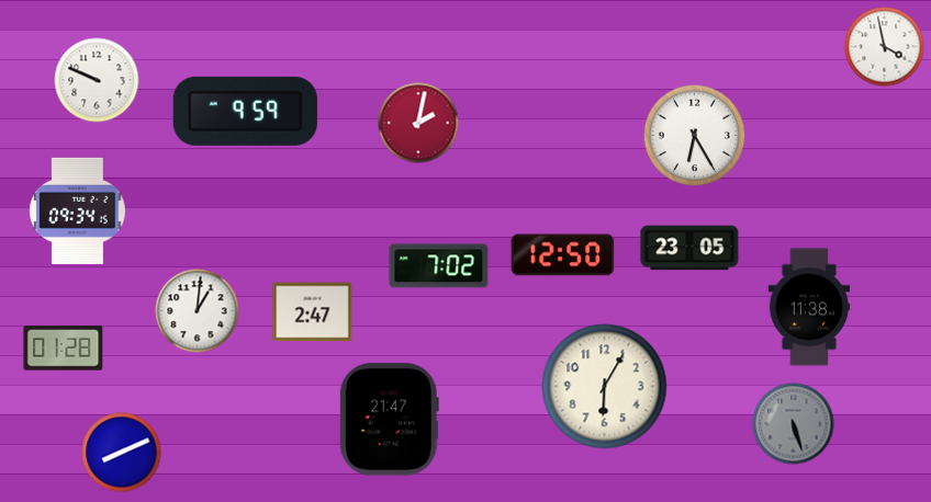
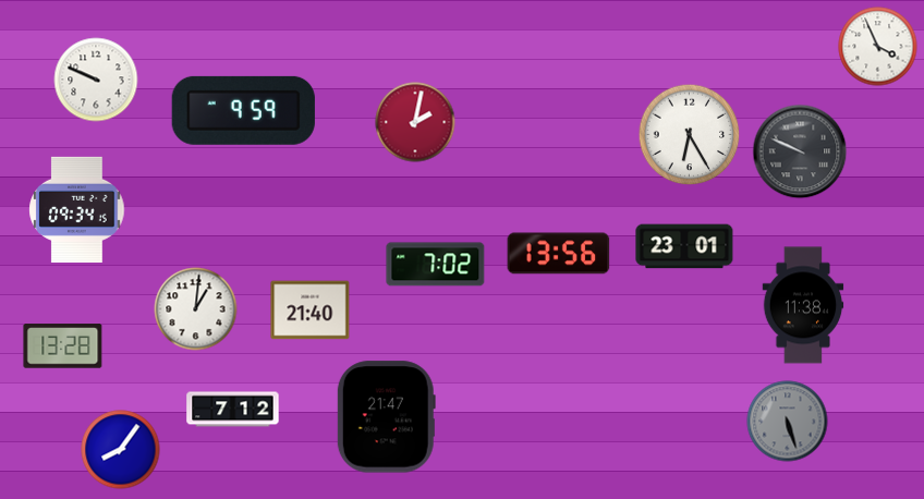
clock at (885, 47): 3:58 -> 3:56
clock at (800, 151): none -> 9:49
clock at (689, 248): 23:05 -> 23:01
clock at (563, 255): 12:50 -> 13:56
clock at (313, 312): 2:47 -> 21:40
clock at (64, 349): 01:28 -> 13:28
clock at (605, 387): 6:05 -> none
clock at (233, 410): none -> 7:12
clock at (122, 453): 8:11 -> 8:06
